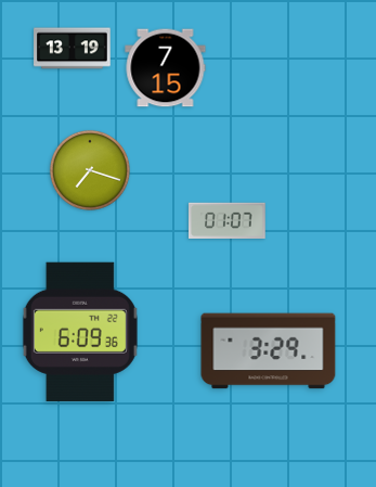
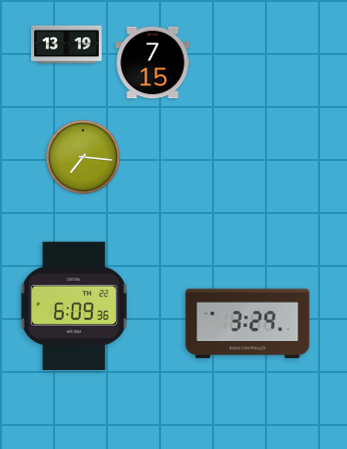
clock at (90, 170): 7:18 -> 7:16
clock at (228, 220): 01:07 -> none
